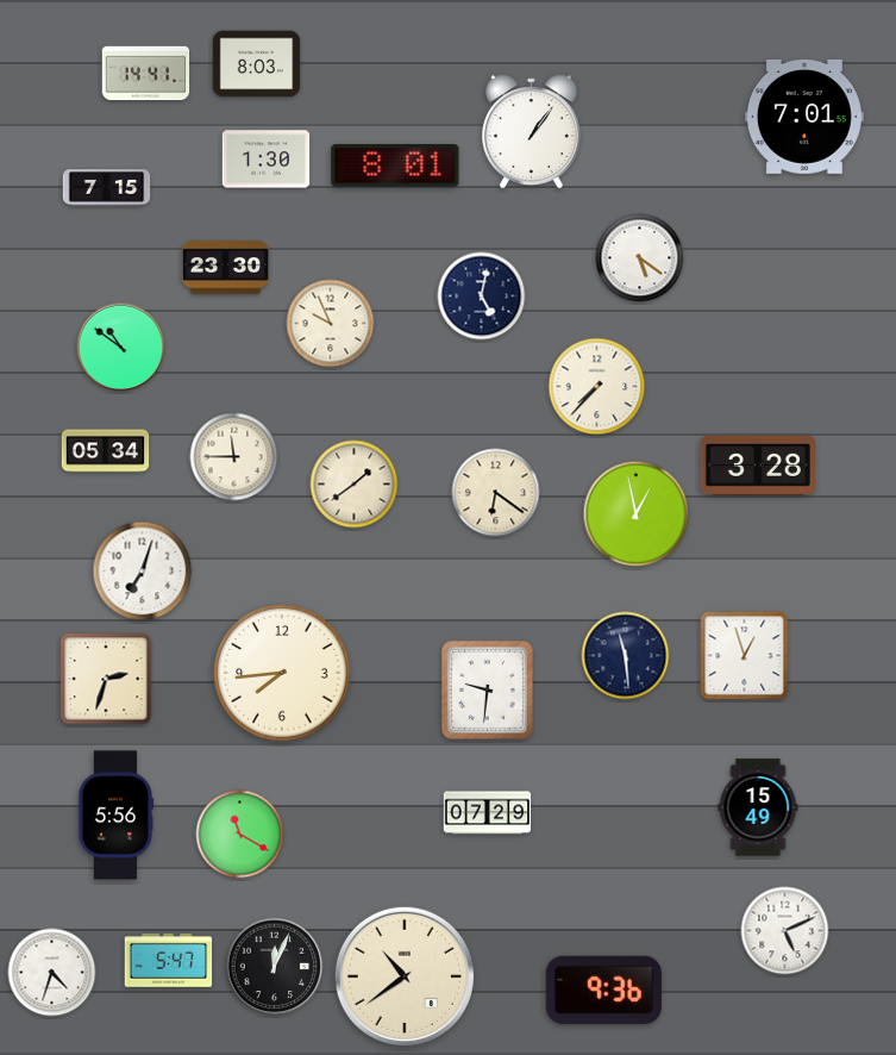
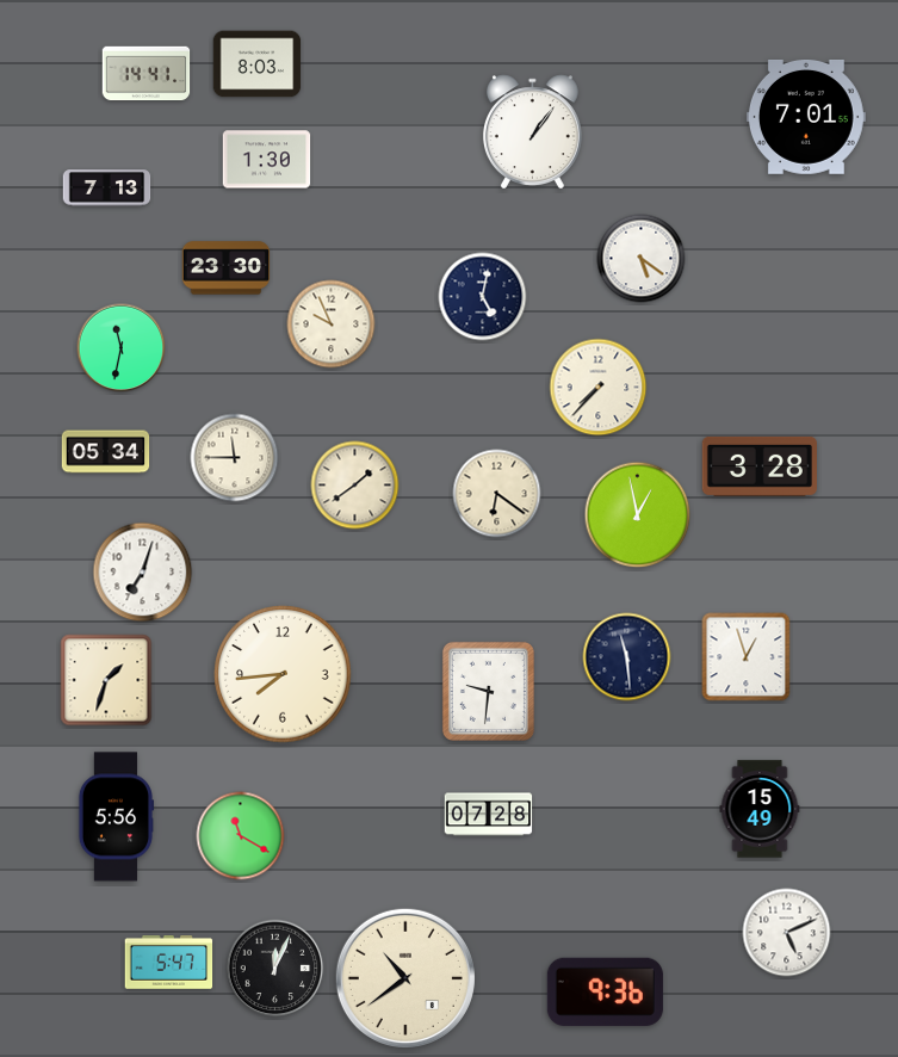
clock at (395, 166): 8:01 -> none
clock at (107, 188): 7:15 -> 7:13
clock at (121, 348): 10:51 -> 11:32
clock at (106, 679): 2:33 -> 1:33
clock at (488, 813): 07:29 -> 07:28
clock at (52, 973): 4:33 -> none
